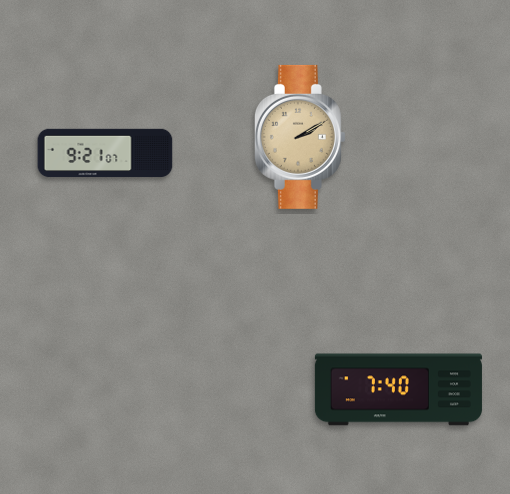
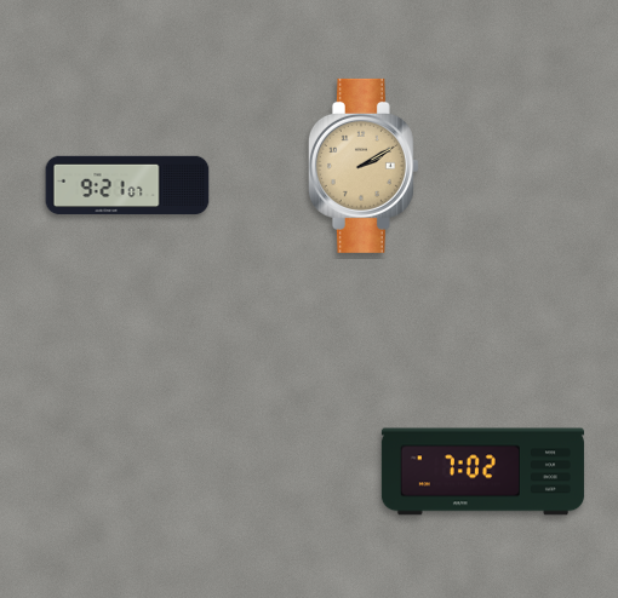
clock at (398, 390): 7:40 -> 7:02
